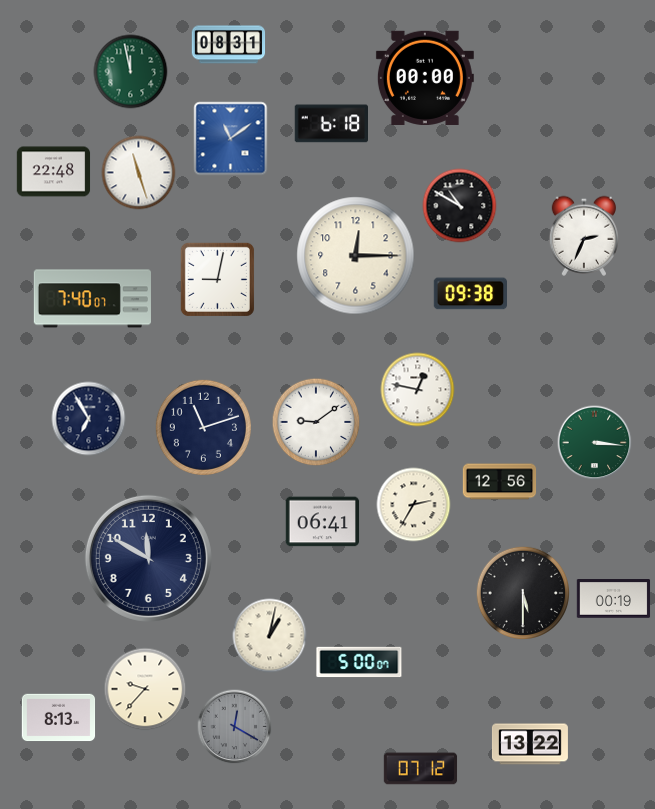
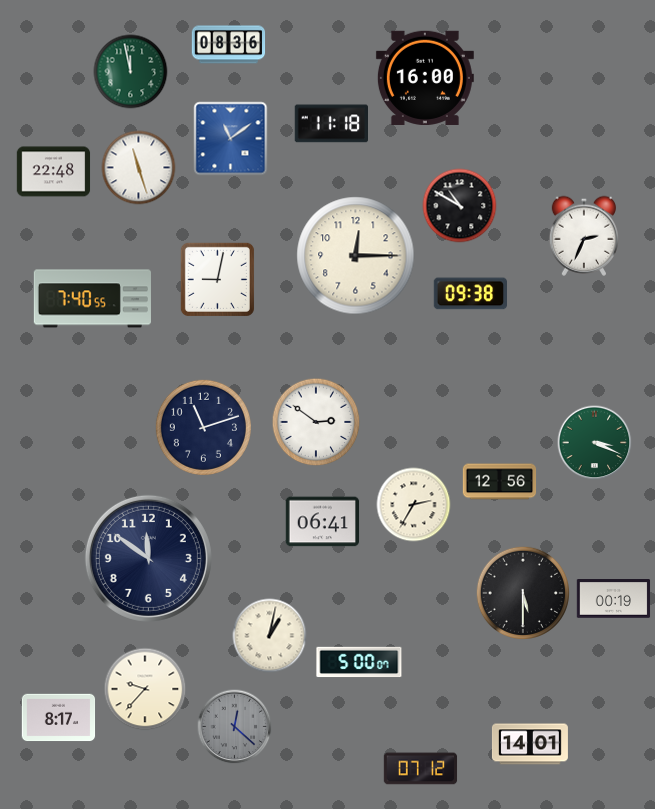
clock at (229, 45): 08:31 -> 08:36
clock at (425, 78): 00:00 -> 16:00
clock at (331, 124): 6:18 -> 11:18
clock at (139, 173) position: (139, 173) -> (139, 168)
clock at (92, 299): 7:40:07 -> 7:40:55
clock at (418, 390): 12:47 -> none
clock at (89, 419): 6:55 -> none
clock at (316, 422): 9:09 -> 2:51
clock at (595, 443): 3:16 -> 3:19
clock at (148, 558): 11:50 -> 11:51
clock at (59, 718): 8:13 -> 8:17
clock at (235, 727): 12:20 -> 12:22
clock at (530, 744): 13:22 -> 14:01
